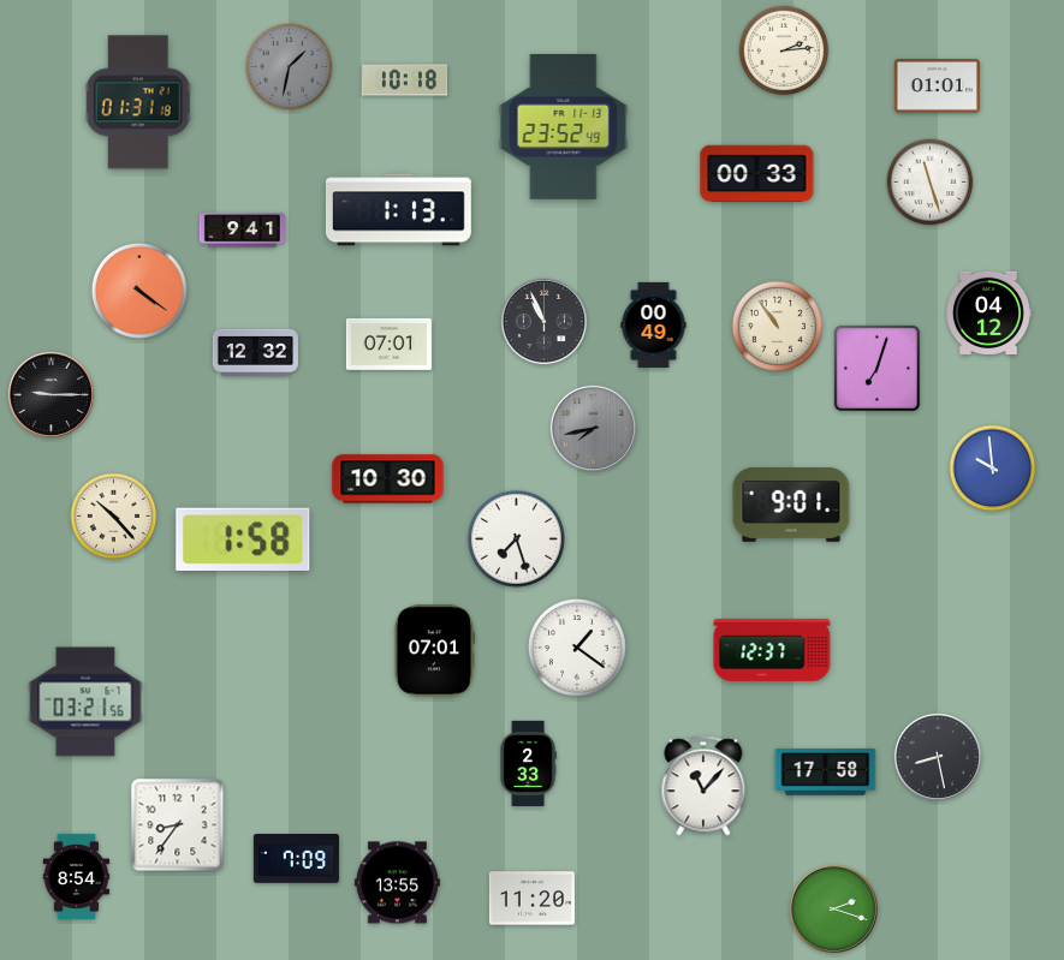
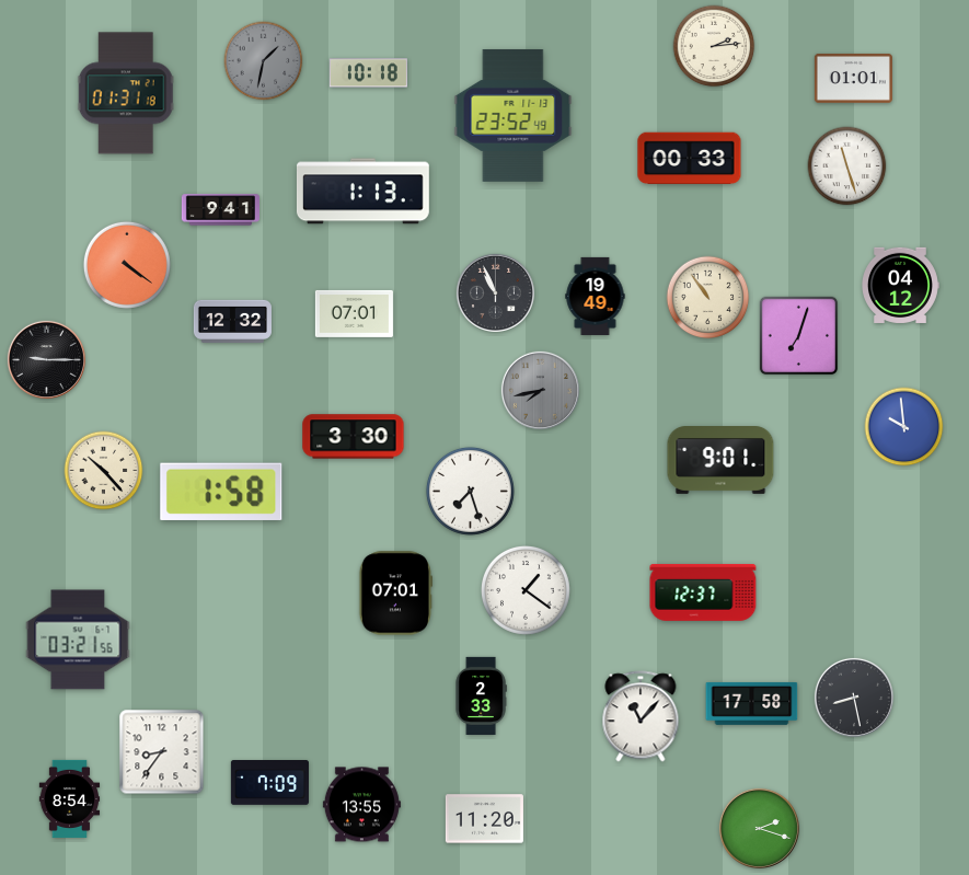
clock at (654, 324): 00:49 -> 19:49
clock at (388, 479): 10:30 -> 3:30
clock at (938, 757) position: (938, 757) -> (854, 698)
